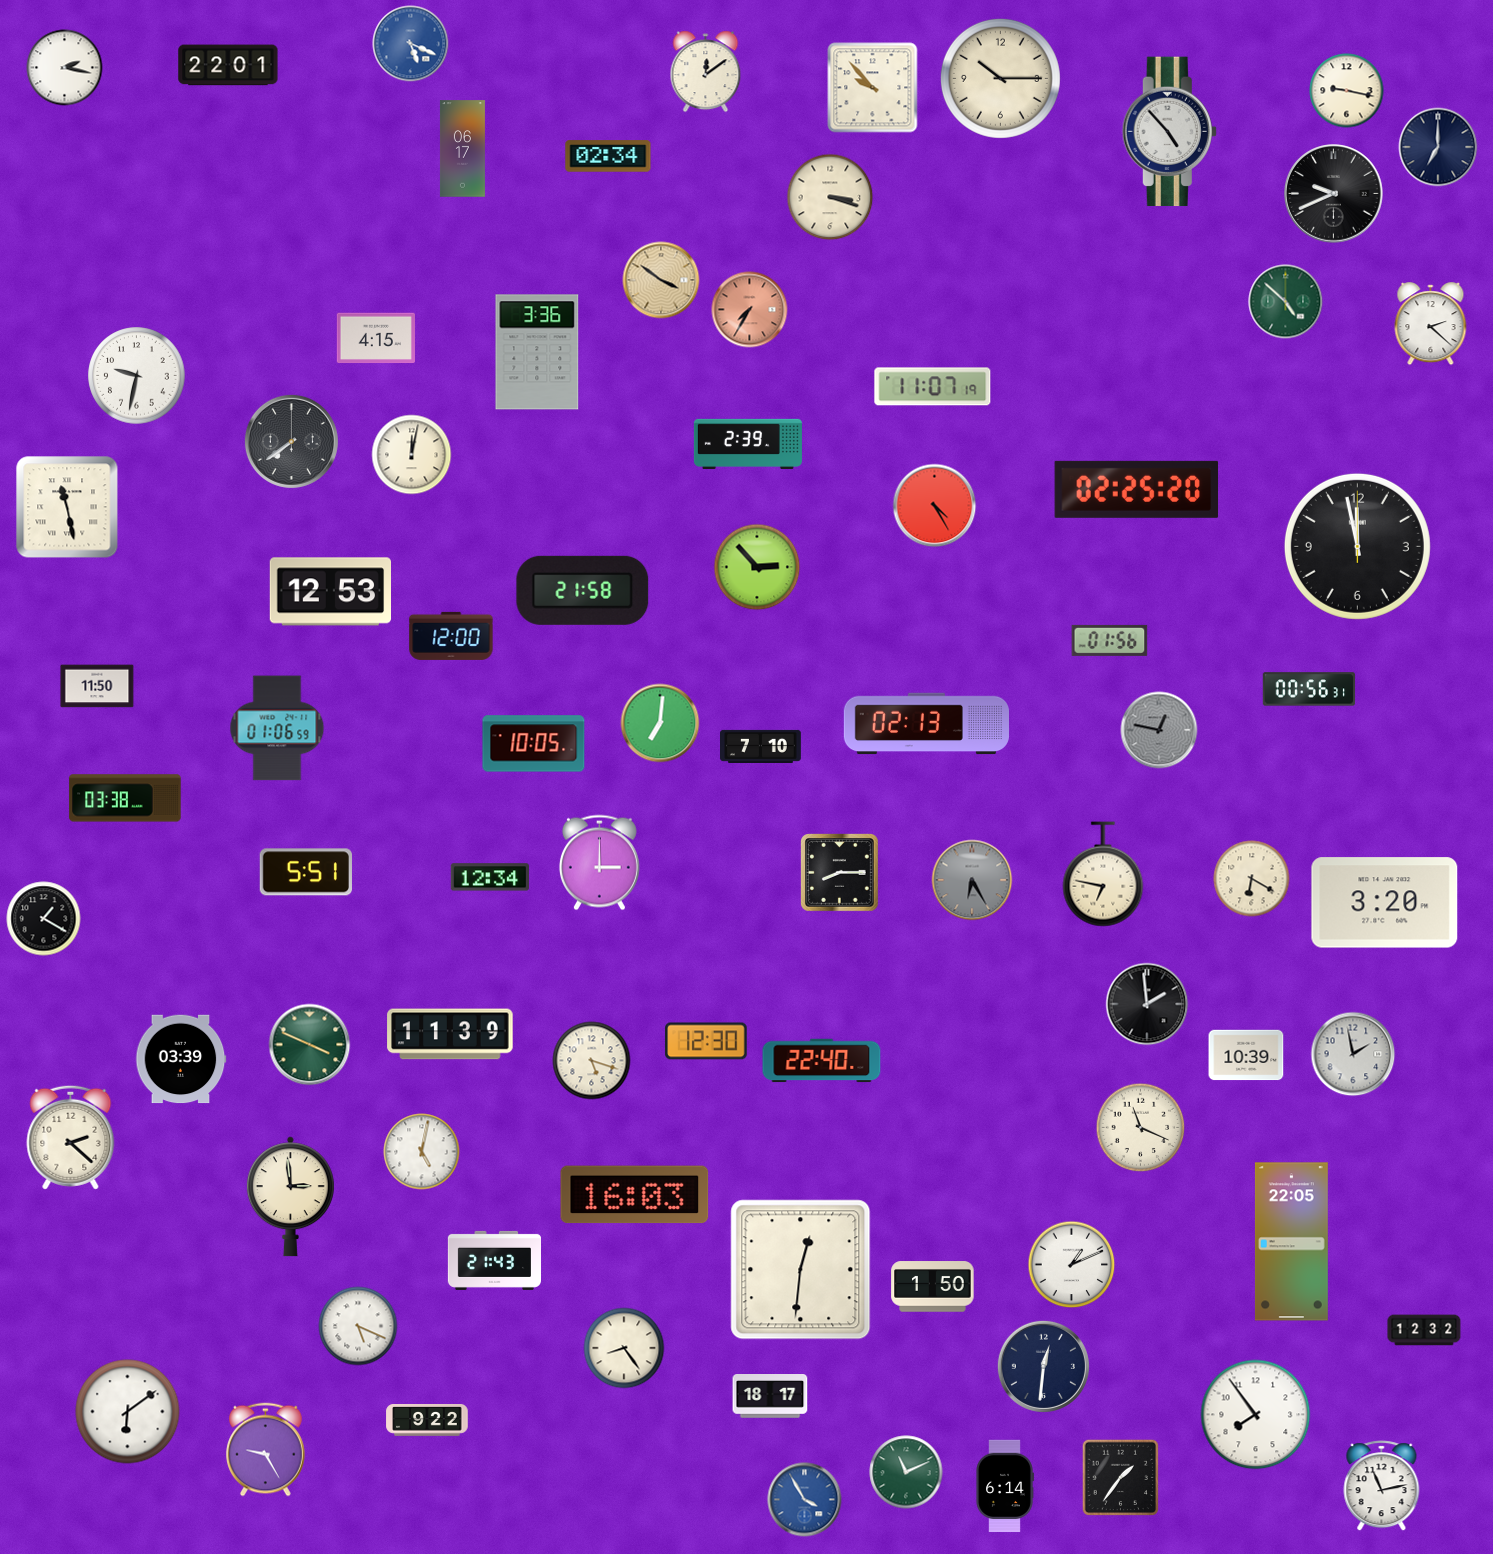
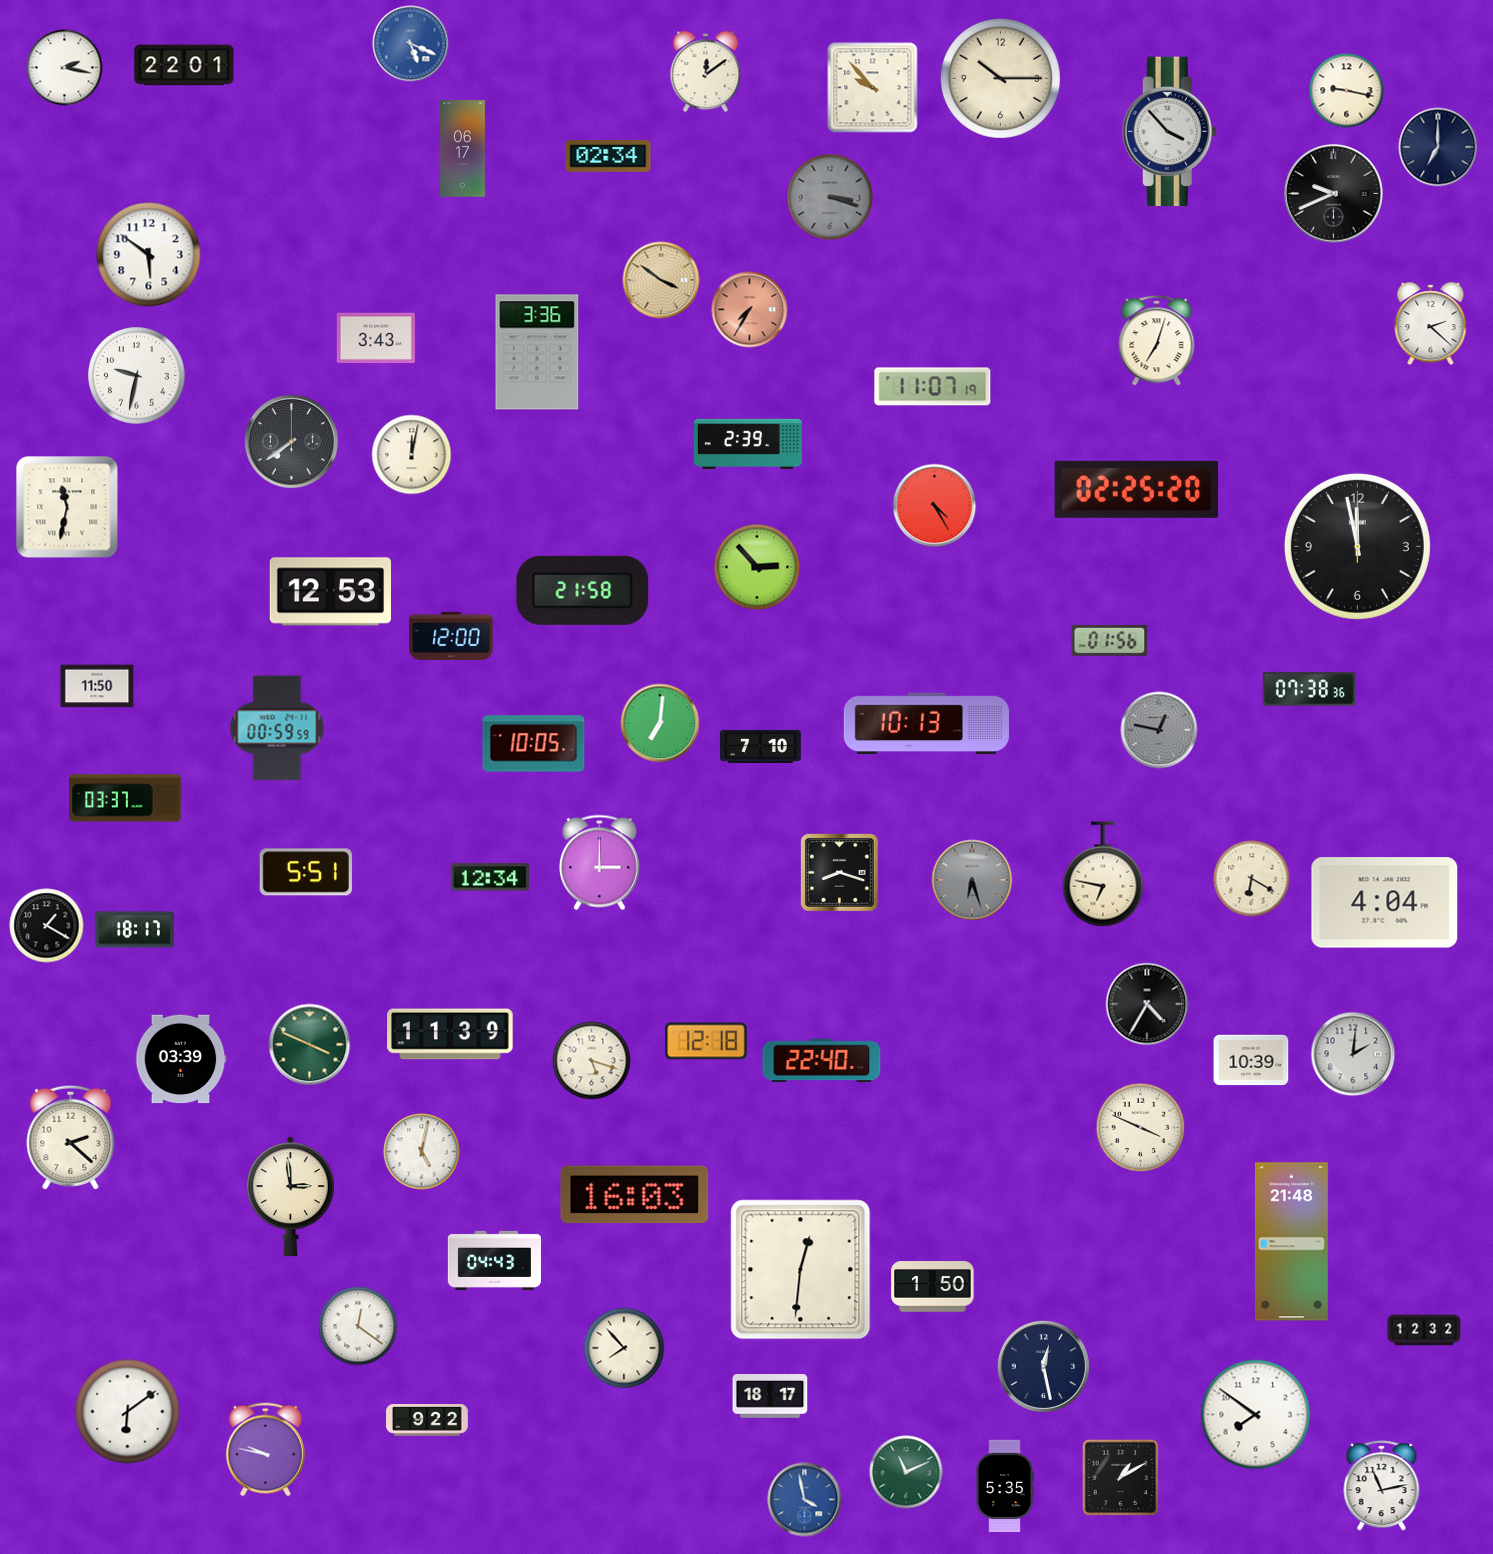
clock at (228, 65) position: (228, 65) -> (184, 65)
clock at (1169, 132): 4:53 -> 3:53
clock at (830, 197) dial: cream -> grey
clock at (149, 255): none -> 5:51
clock at (1286, 302): 4:52 -> none
clock at (375, 338): 4:15 -> 3:43
clock at (1157, 341): none -> 7:03
clock at (67, 507): 11:28 -> 11:32
clock at (1309, 689): 00:56 -> 07:38
clock at (926, 724): 02:13 -> 10:13
clock at (277, 728): 01:06 -> 00:59
clock at (125, 798): 03:38 -> 03:37
clock at (840, 873): 8:15 -> 8:18
clock at (972, 880): 6:25 -> 6:27
clock at (1385, 903): 3:20 -> 4:04
clock at (44, 919) position: (44, 919) -> (47, 926)
clock at (134, 930): none -> 18:17
clock at (1147, 1004): 1:59 -> 4:35
clock at (706, 1041): 12:30 -> 12:18
clock at (1353, 1054): 1:58 -> 2:01
clock at (1246, 1055) position: (1246, 1055) -> (1251, 1060)
clock at (1141, 1128): 11:19 -> 3:49
clock at (1291, 1242): 22:05 -> 21:48
clock at (494, 1260): 21:43 -> 04:43
clock at (1072, 1265): 1:11 -> none
clock at (358, 1326): 5:19 -> 12:21
clock at (624, 1348): 8:24 -> 7:53
clock at (1043, 1366): 12:31 -> 12:28
clock at (1256, 1415): 7:54 -> 7:51
clock at (266, 1450): 9:25 -> 9:47
clock at (1120, 1477): 1:36 -> 1:10
clock at (1005, 1486): 6:14 -> 5:35
clock at (805, 1500): 3:55 -> 3:58
